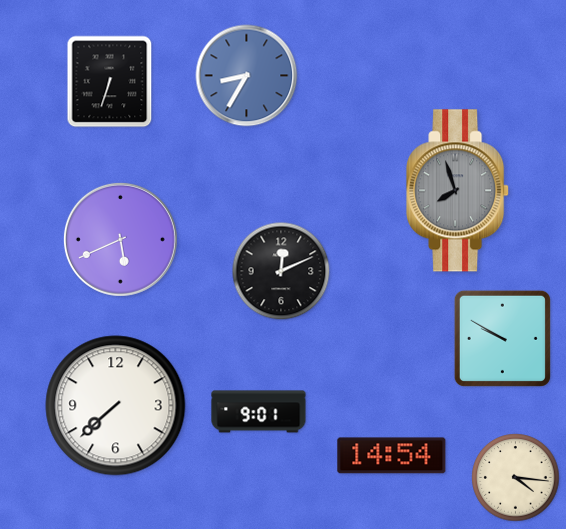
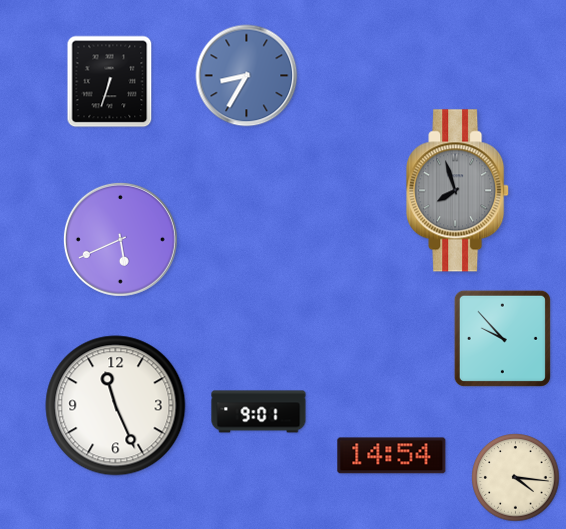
clock at (281, 271): 12:11 -> none
clock at (502, 338): 9:50 -> 9:53
clock at (116, 406): 7:38 -> 11:26
